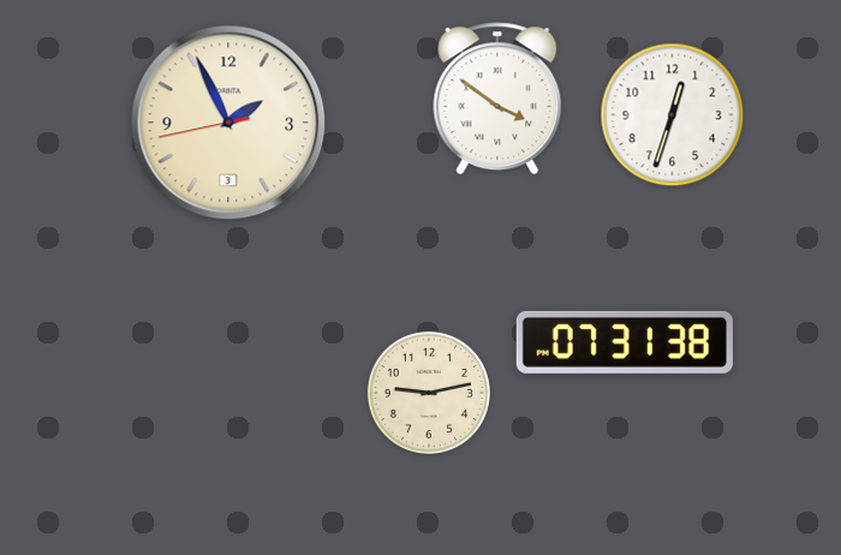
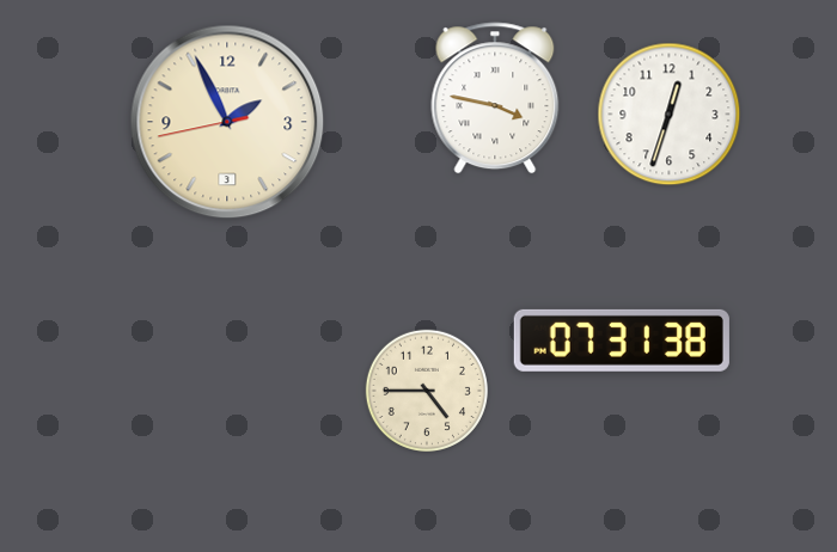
clock at (497, 99): 3:51 -> 3:47
clock at (429, 393): 9:13 -> 4:45
